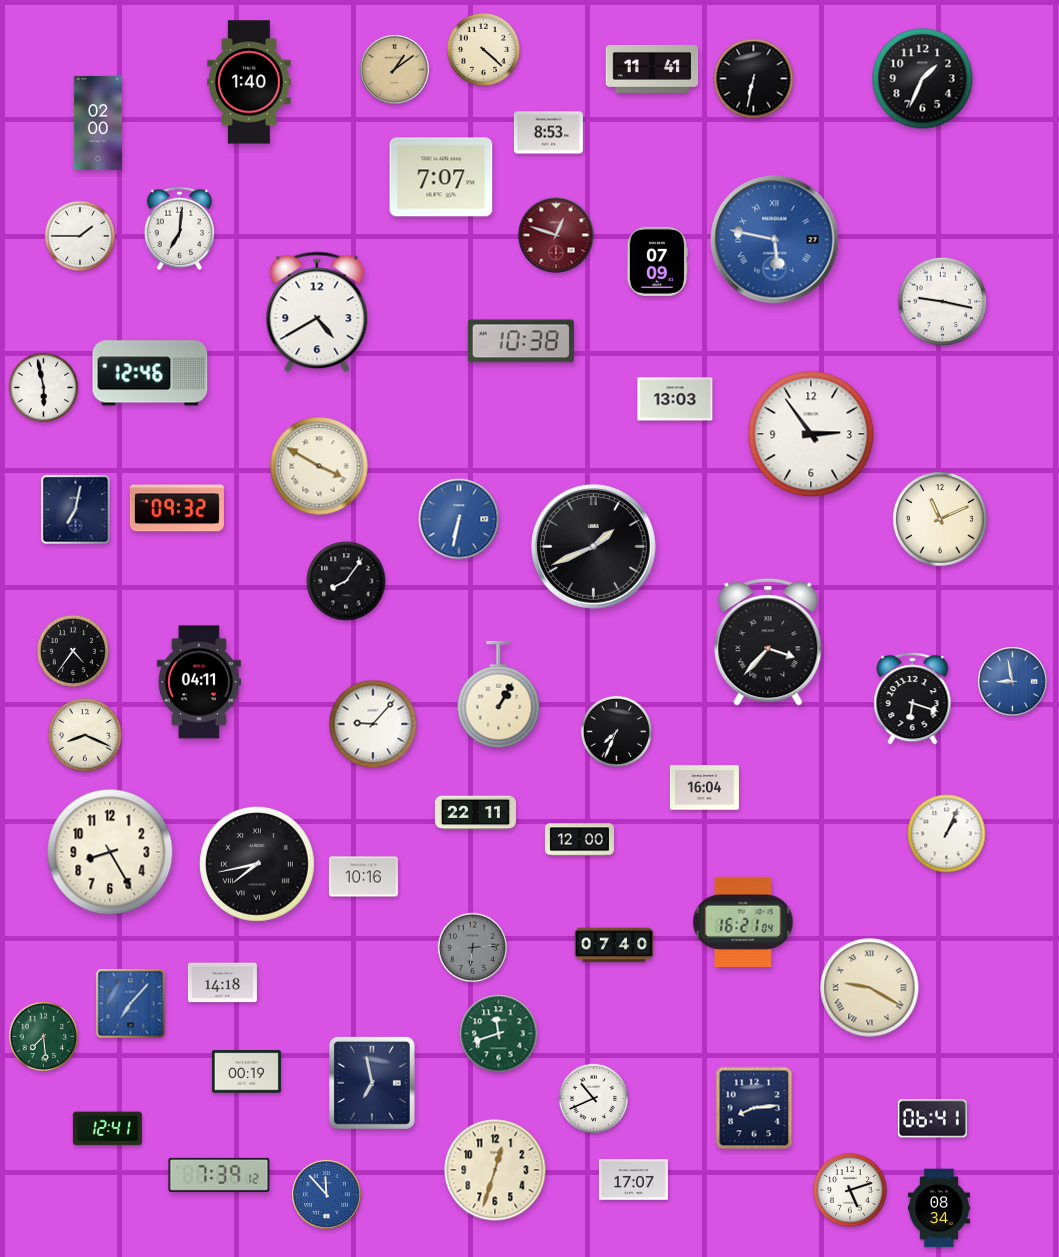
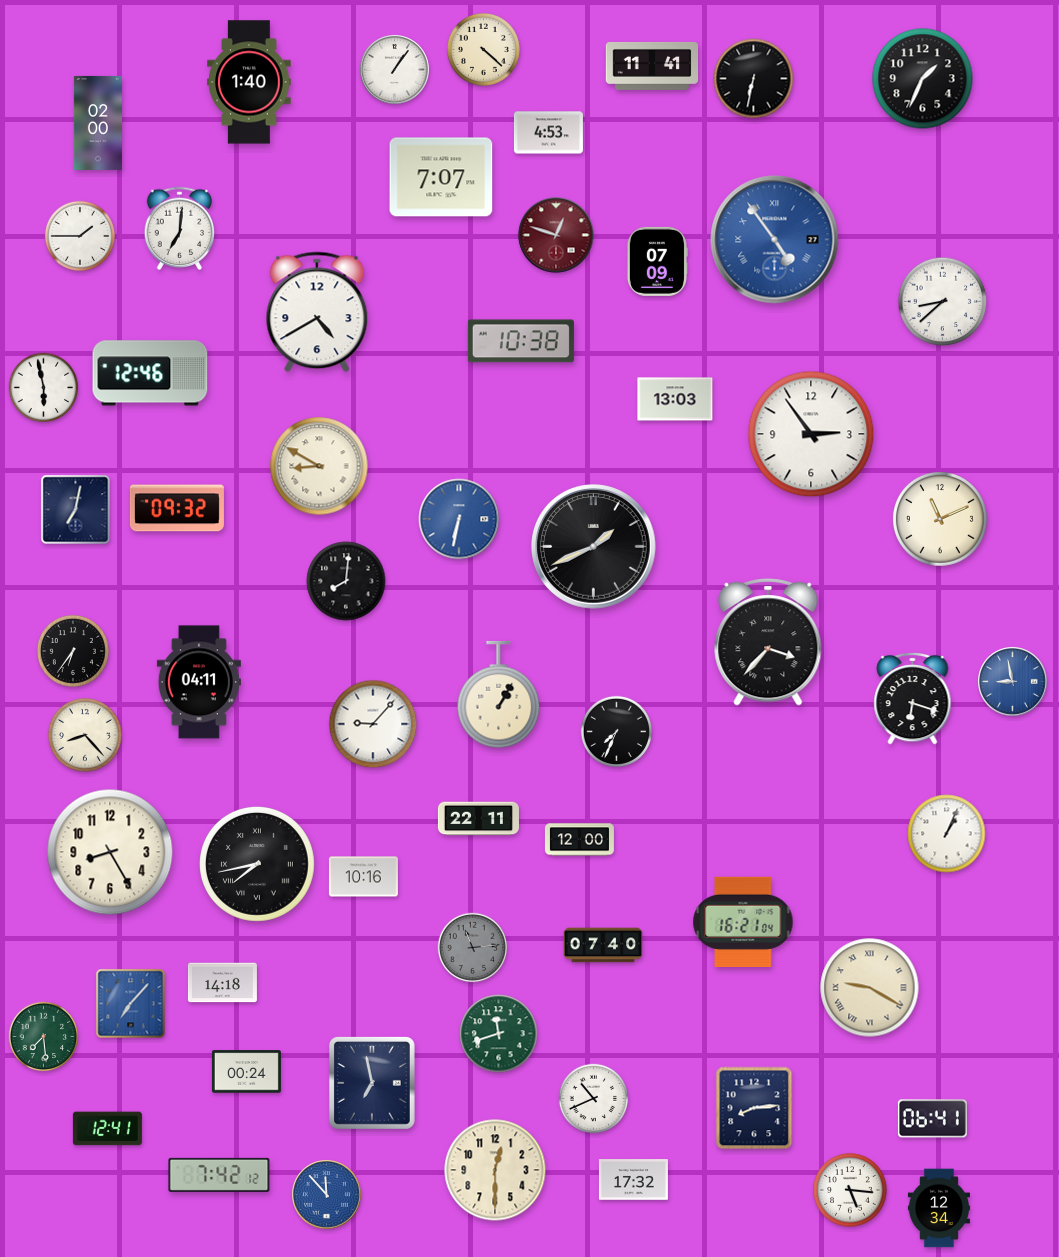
clock at (652, 69) position: (652, 69) -> (652, 66)
clock at (395, 70): 1:09 -> 1:06
clock at (395, 70) dial: champagne -> white
clock at (548, 133): 8:53 -> 4:53
clock at (775, 240): 5:47 -> 4:54
clock at (943, 302): 9:17 -> 8:38
clock at (319, 466): 3:50 -> 8:50
clock at (346, 581): 8:06 -> 8:01
clock at (73, 651): 4:36 -> 6:36
clock at (86, 736): 8:19 -> 8:23
clock at (704, 788): 16:04 -> none
clock at (475, 813) position: (475, 813) -> (478, 819)
clock at (614, 945) position: (614, 945) -> (603, 945)
clock at (473, 948): 6:14 -> 11:14
clock at (246, 1072): 00:19 -> 00:24
clock at (495, 1170): 12:33 -> 12:30
clock at (219, 1175): 7:39 -> 7:42
clock at (633, 1180): 17:07 -> 17:32
clock at (851, 1191): 5:12 -> 5:16
clock at (939, 1208): 08:34 -> 12:34
